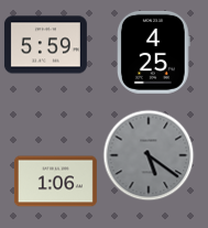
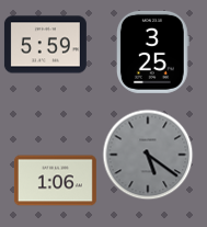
clock at (153, 52): 4:25 -> 3:25
